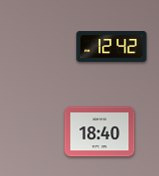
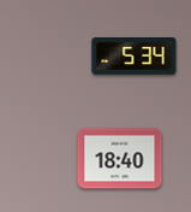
clock at (112, 47): 12:42 -> 5:34
